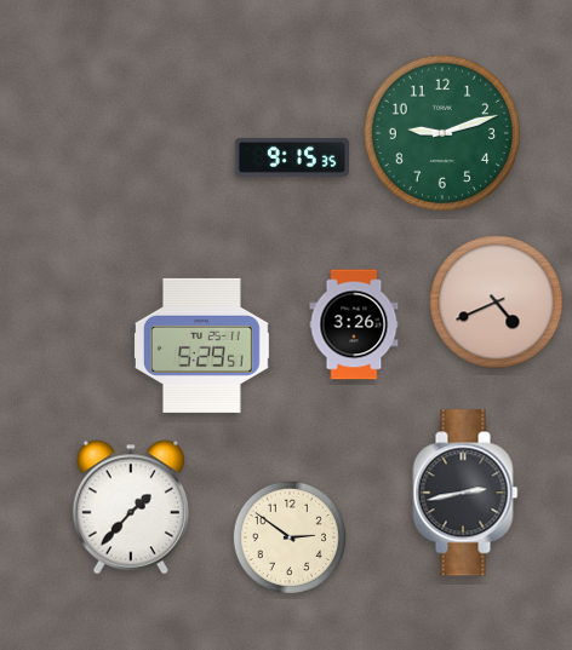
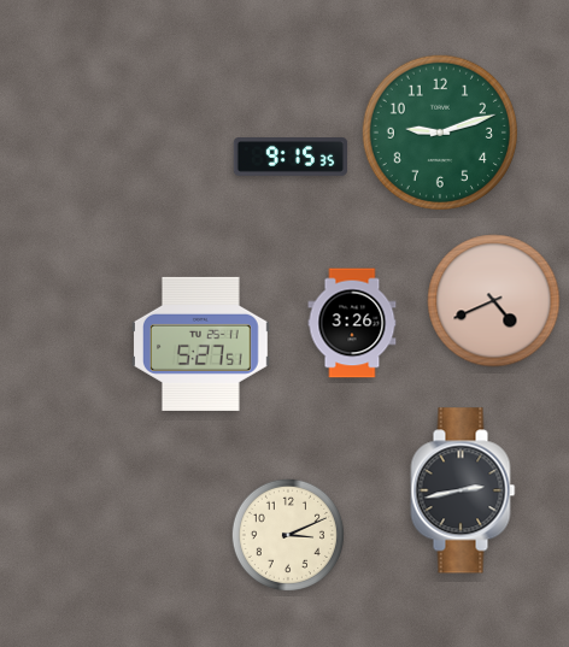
clock at (201, 345): 5:29 -> 5:27
clock at (131, 507): 1:37 -> none
clock at (290, 537): 2:51 -> 3:11
